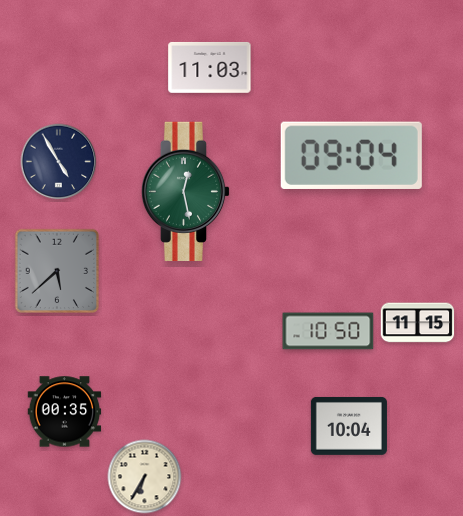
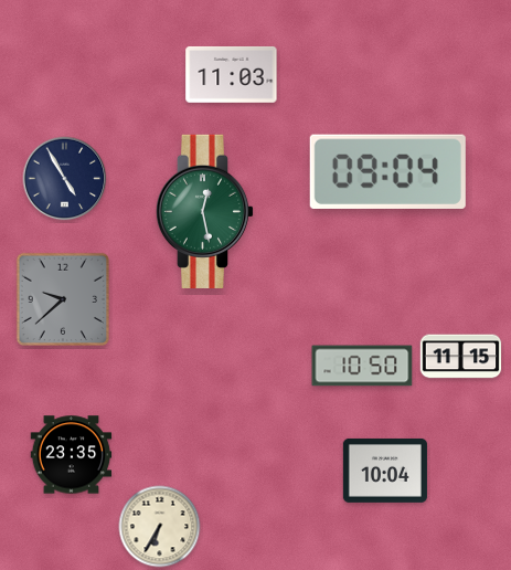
clock at (57, 271): 5:38 -> 9:38
clock at (65, 412): 00:35 -> 23:35
